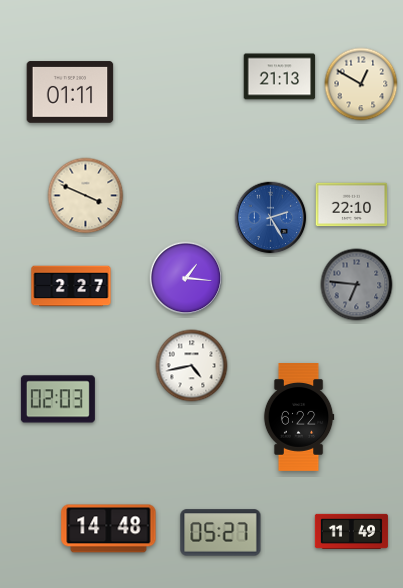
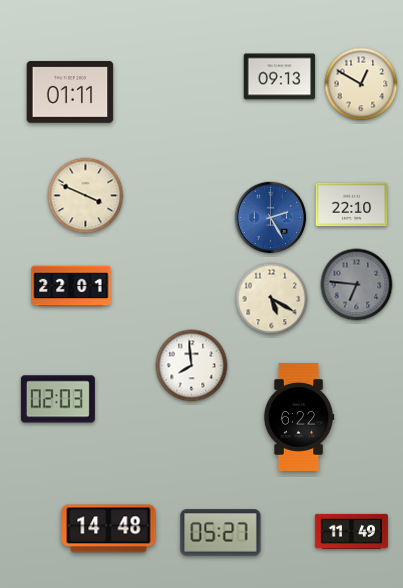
clock at (280, 77): 21:13 -> 09:13
clock at (186, 278): 1:16 -> none
clock at (71, 286): 2:27 -> 22:01
clock at (272, 299): none -> 5:20
clock at (192, 366): 4:43 -> 7:59
